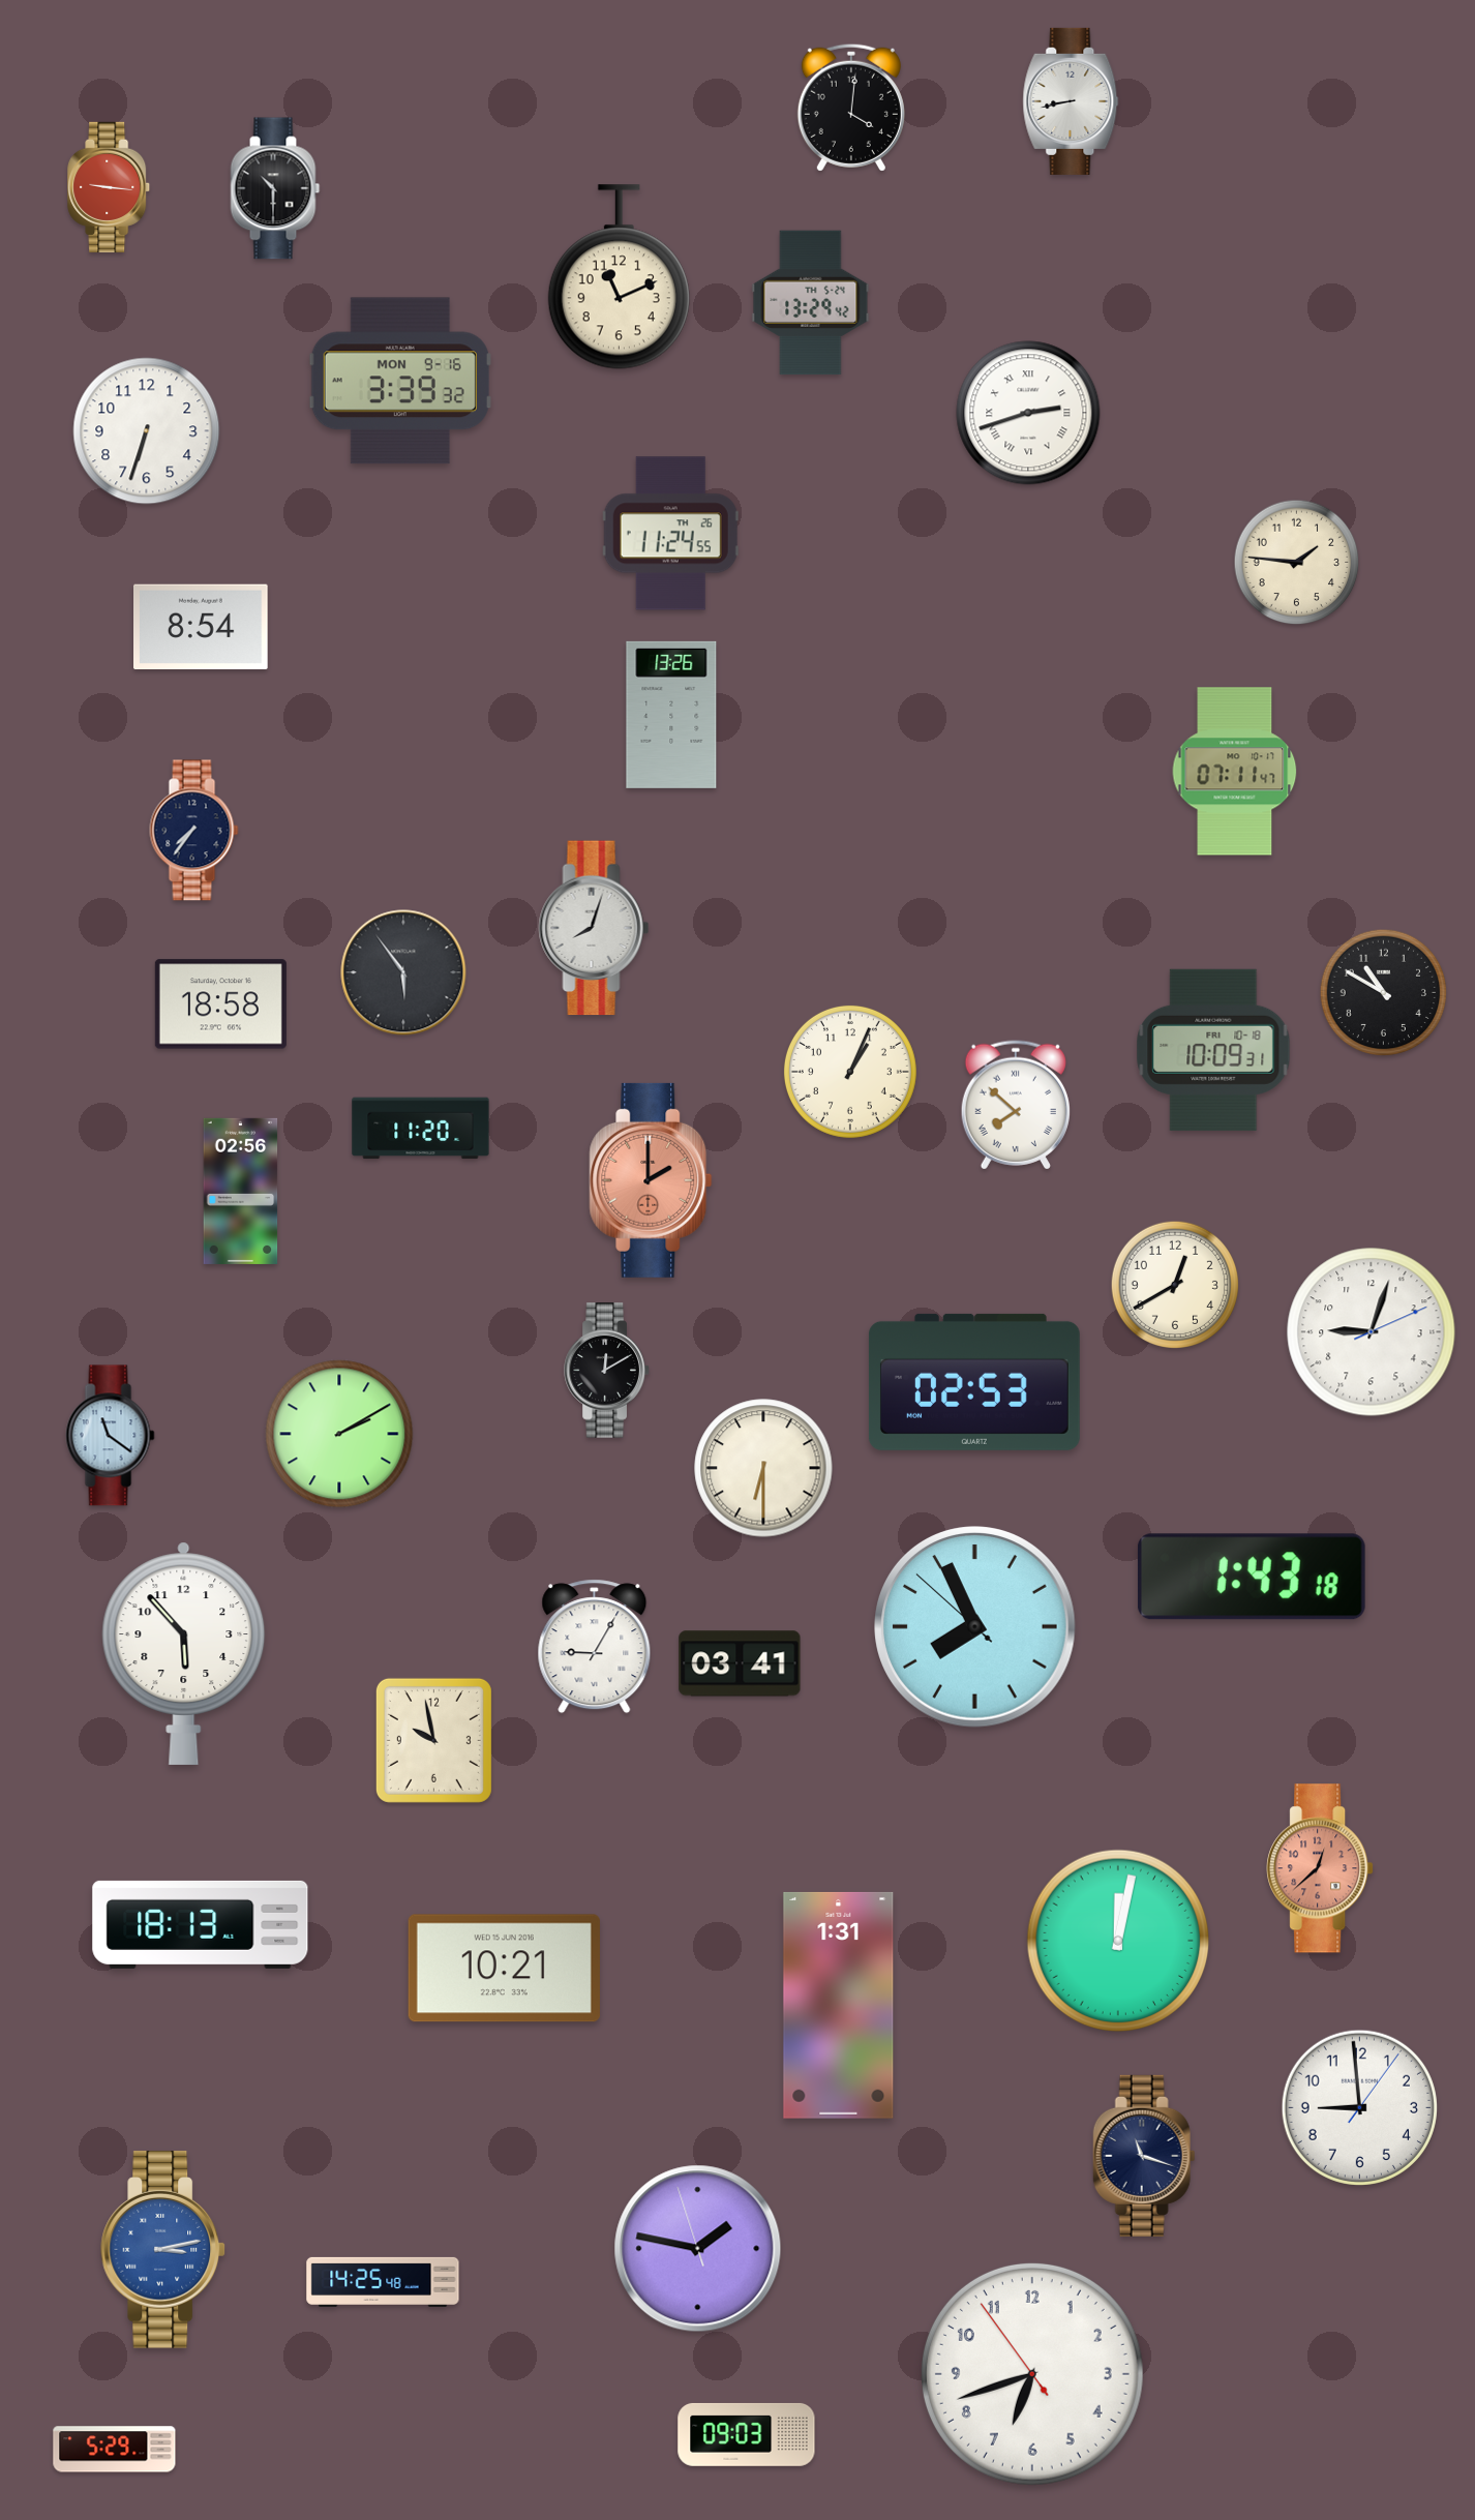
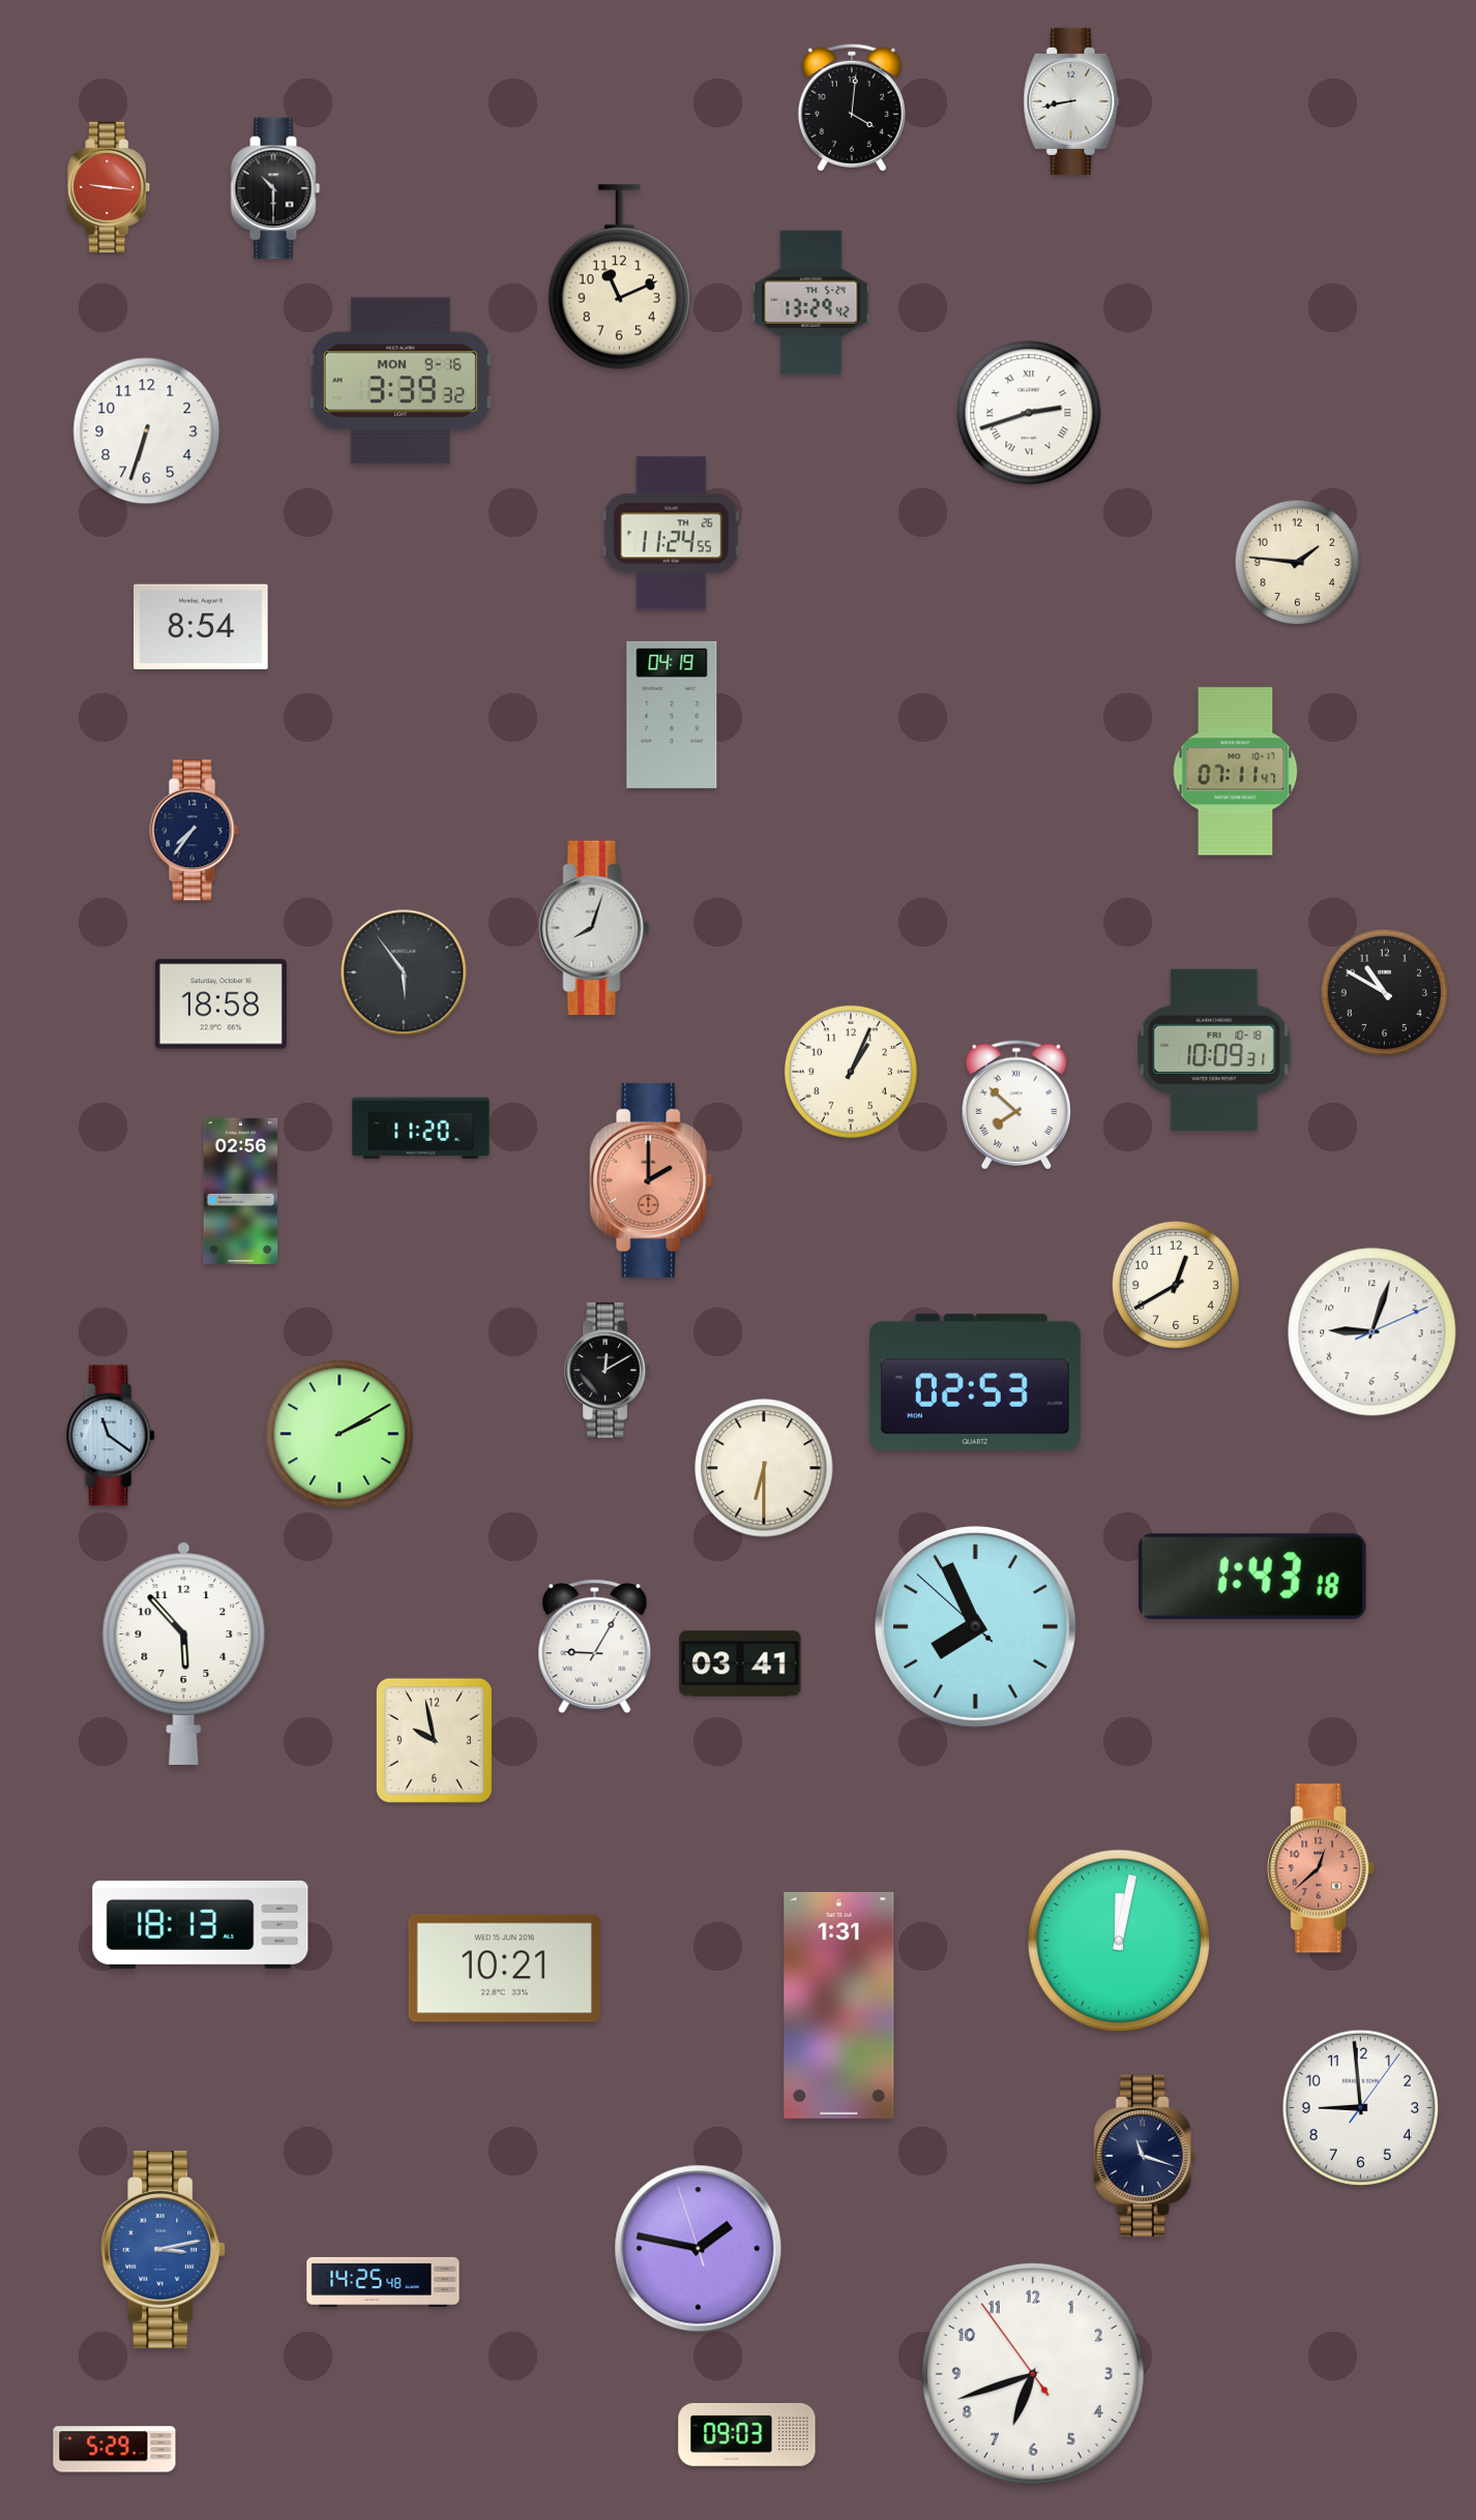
clock at (671, 715): 13:26 -> 04:19
